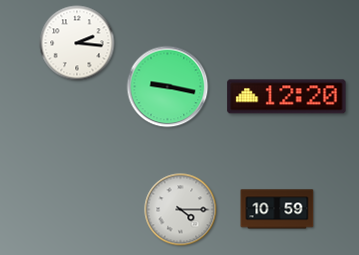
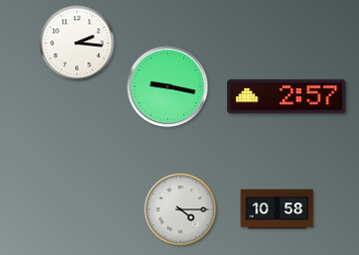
clock at (287, 97): 12:20 -> 2:57
clock at (277, 209): 10:59 -> 10:58
